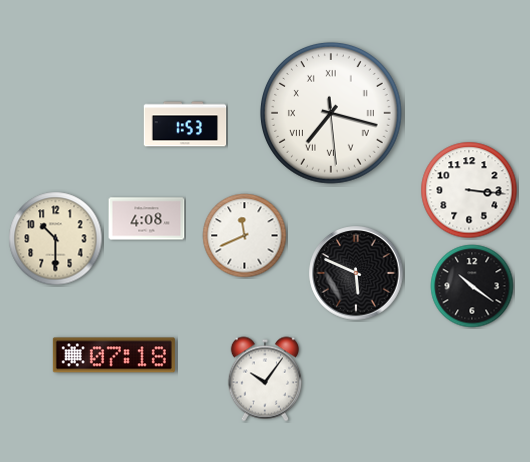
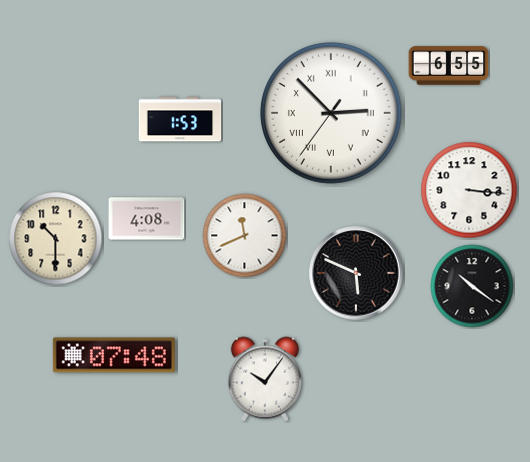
clock at (449, 66): none -> 6:55
clock at (331, 113): 7:17 -> 2:52
clock at (185, 124) position: (185, 124) -> (180, 119)
clock at (114, 355): 07:18 -> 07:48
